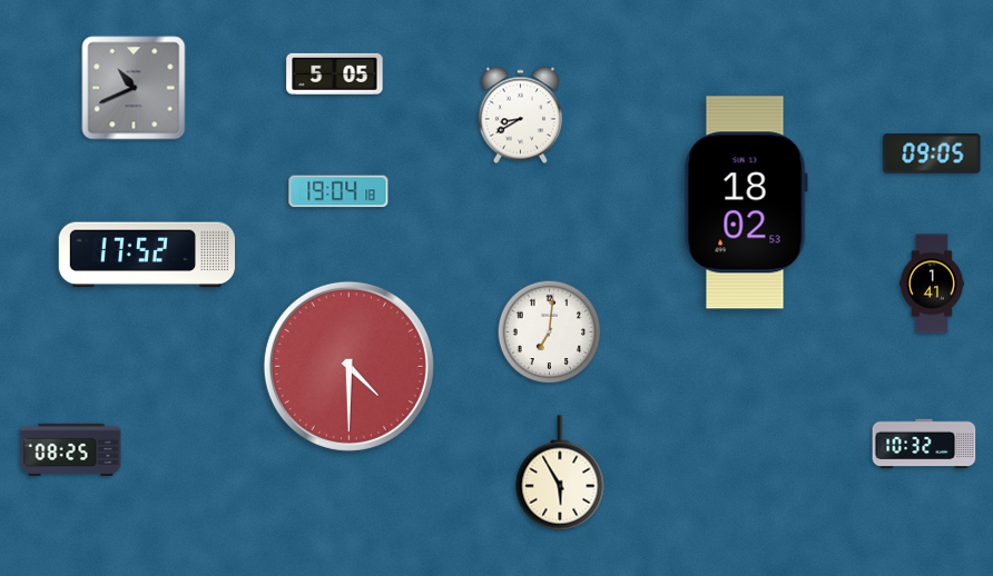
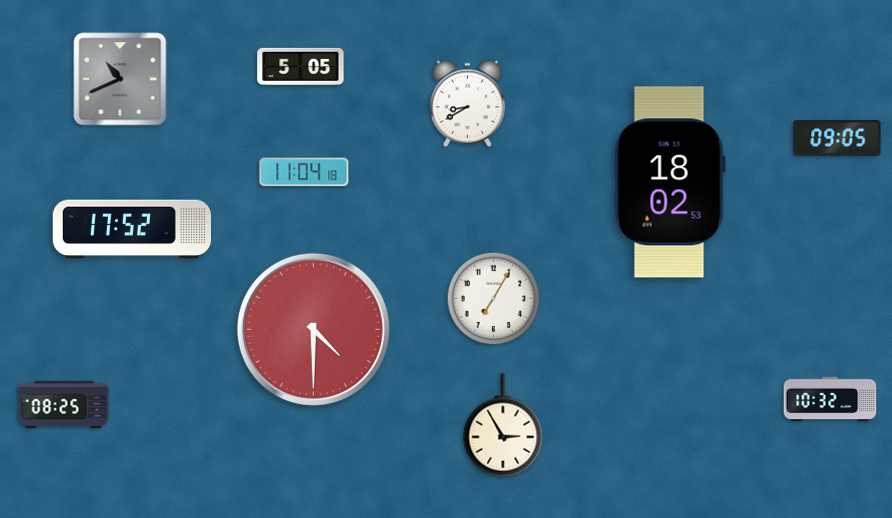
clock at (338, 191): 19:04 -> 11:04
clock at (933, 284): 1:41 -> none
clock at (550, 332): 7:01 -> 7:05
clock at (560, 473): 5:55 -> 2:55
